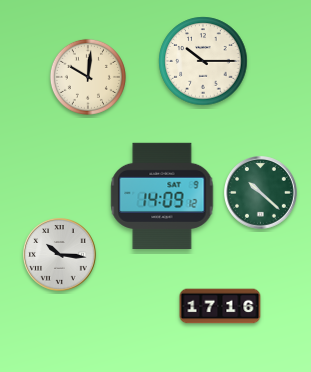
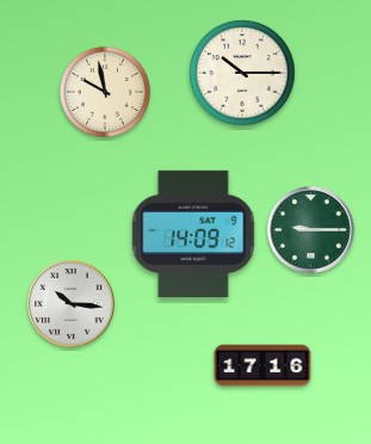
clock at (88, 77): 10:01 -> 9:58
clock at (261, 193): 10:22 -> 9:15
